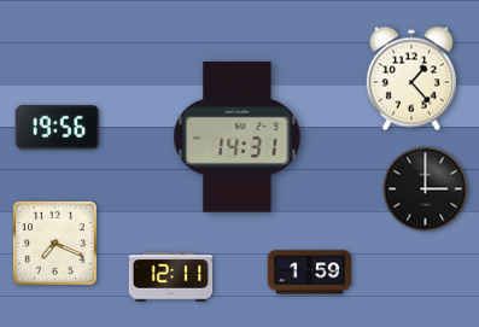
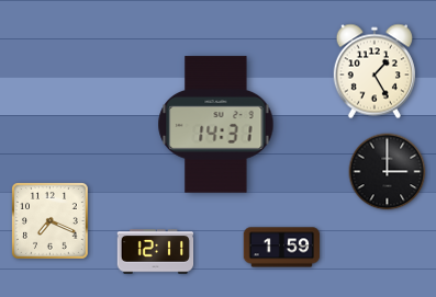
clock at (411, 78): 1:23 -> 1:25
clock at (57, 127): 19:56 -> none
